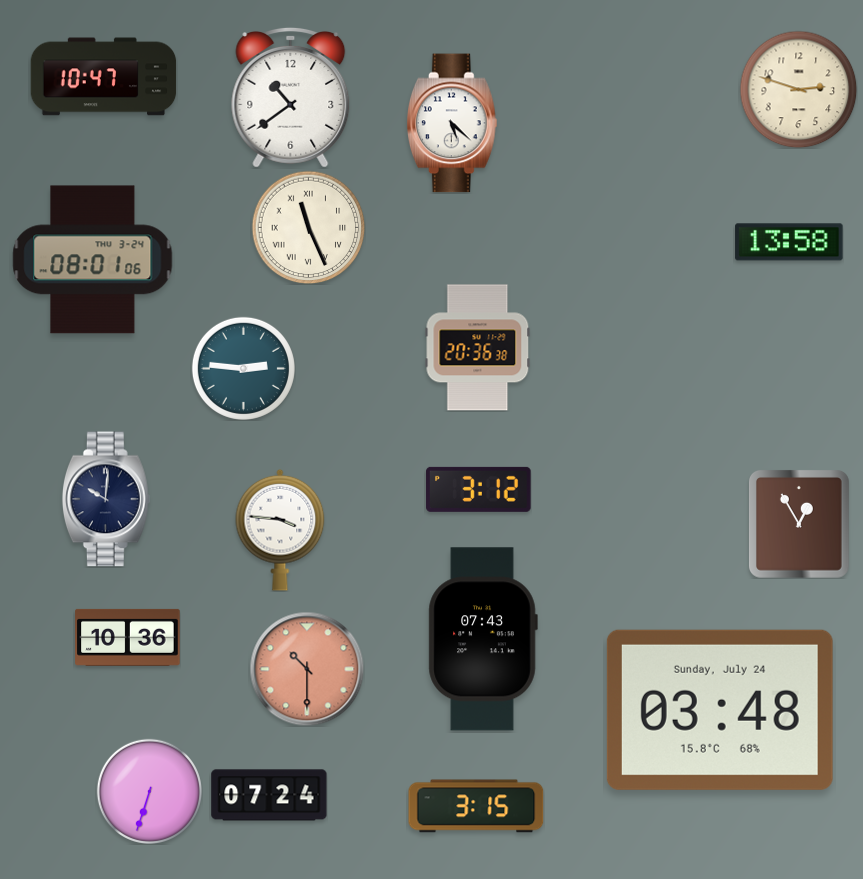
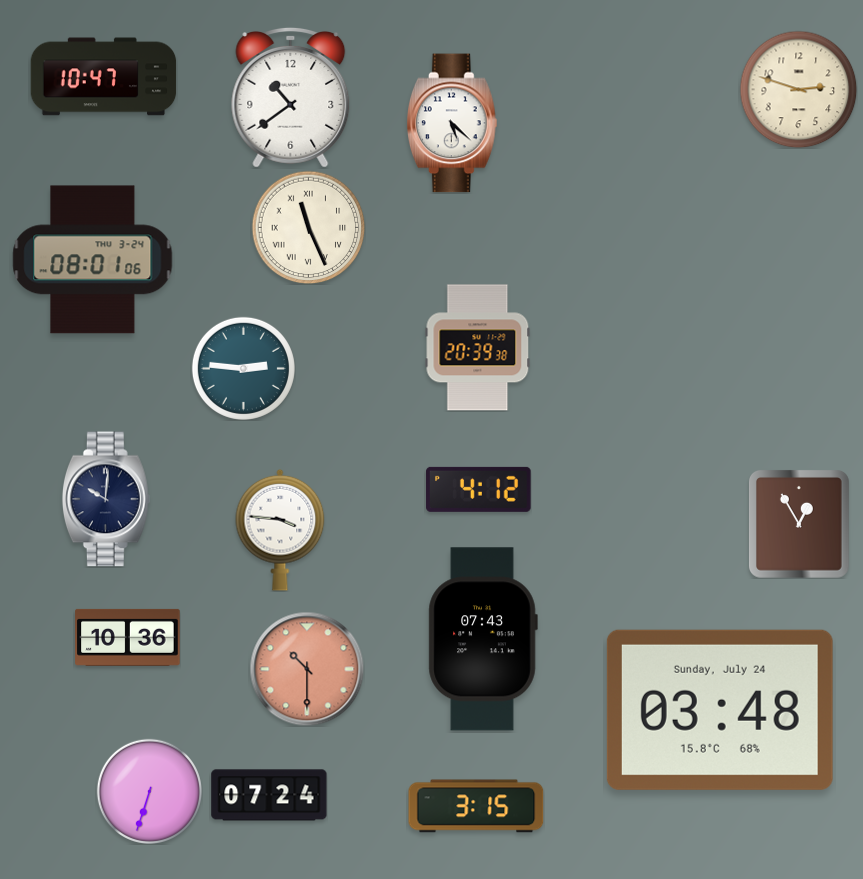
clock at (789, 242): 13:58 -> none
clock at (478, 348): 20:36 -> 20:39
clock at (479, 489): 3:12 -> 4:12
